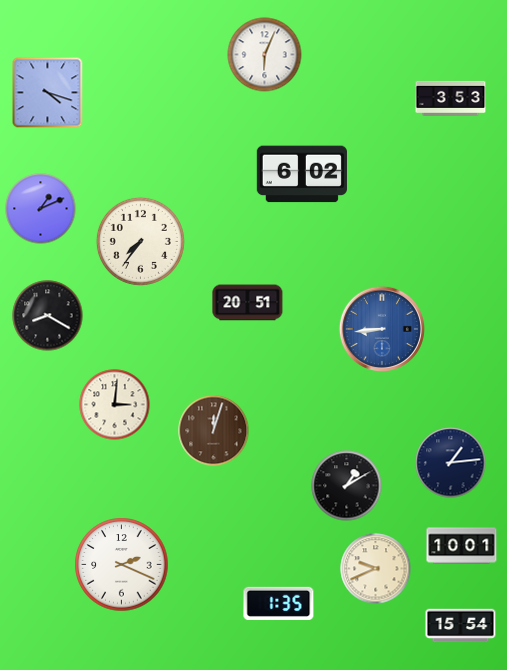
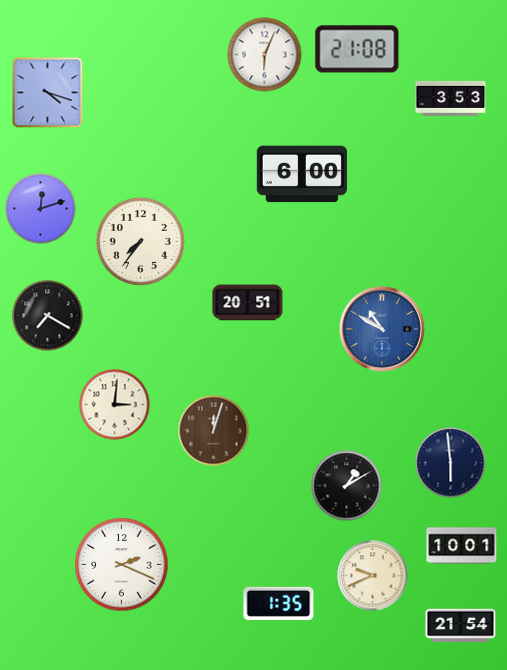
clock at (357, 49): none -> 21:08
clock at (302, 174): 6:02 -> 6:00
clock at (41, 209): 1:11 -> 12:12
clock at (48, 316): 8:20 -> 7:20
clock at (382, 329): 8:44 -> 10:50
clock at (451, 463): 1:14 -> 5:59
clock at (376, 569) position: (376, 569) -> (373, 576)
clock at (461, 626): 15:54 -> 21:54
